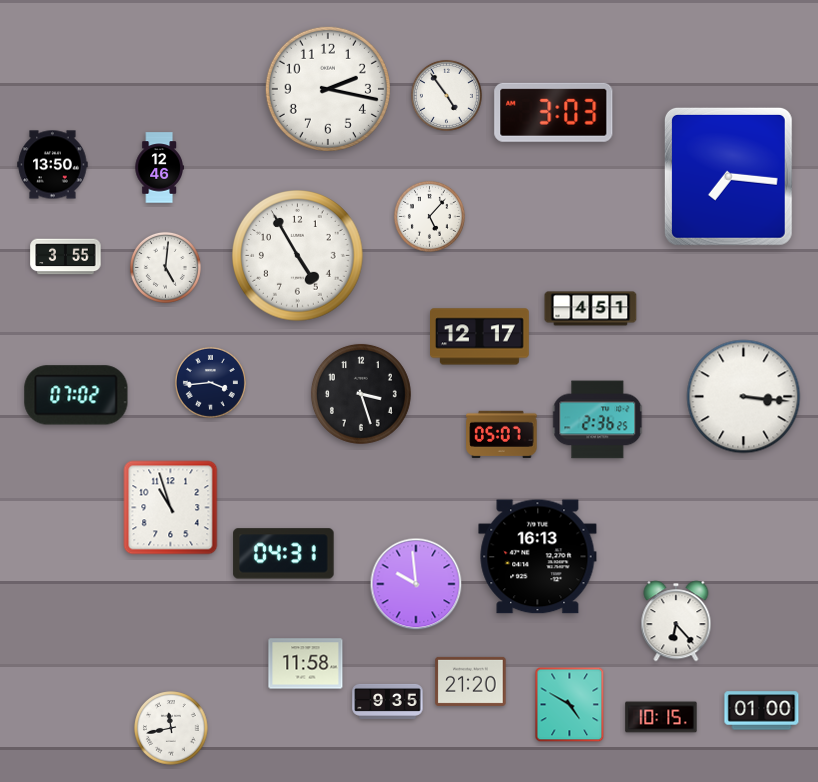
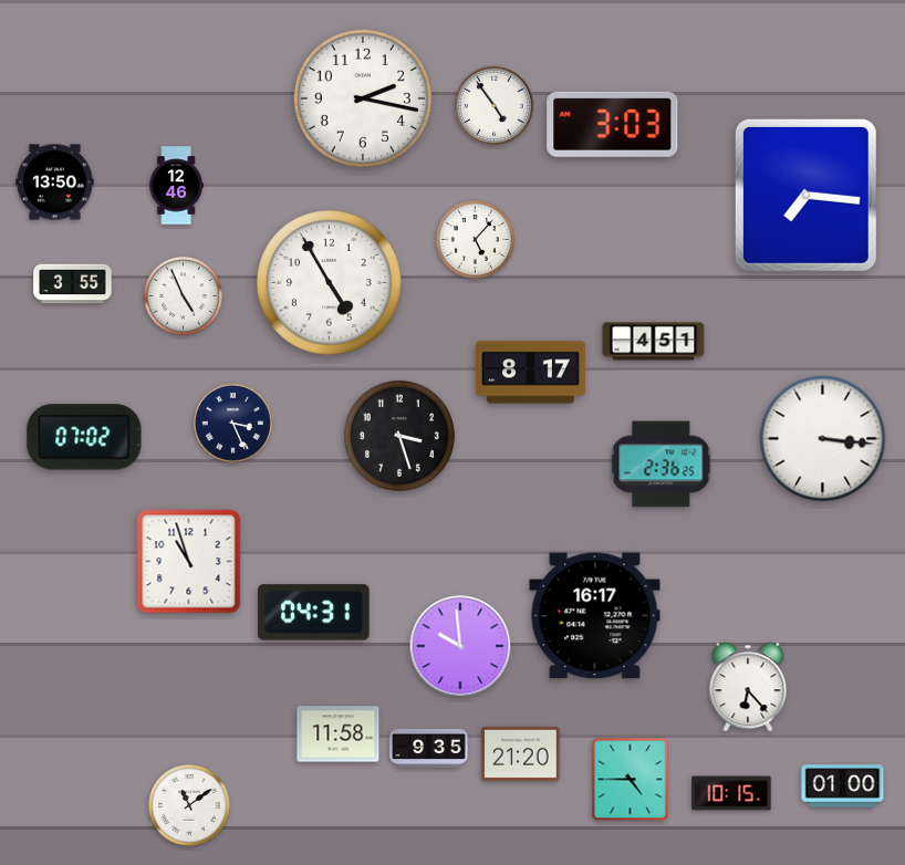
clock at (53, 165) position: (53, 165) -> (55, 183)
clock at (165, 267): 5:01 -> 4:56
clock at (480, 337): 12:17 -> 8:17
clock at (210, 382): 3:44 -> 3:26
clock at (502, 434): 05:07 -> none
clock at (538, 557): 16:13 -> 16:17
clock at (388, 701) position: (388, 701) -> (429, 748)
clock at (570, 705): 4:50 -> 4:45
clock at (171, 728): 11:43 -> 11:09
